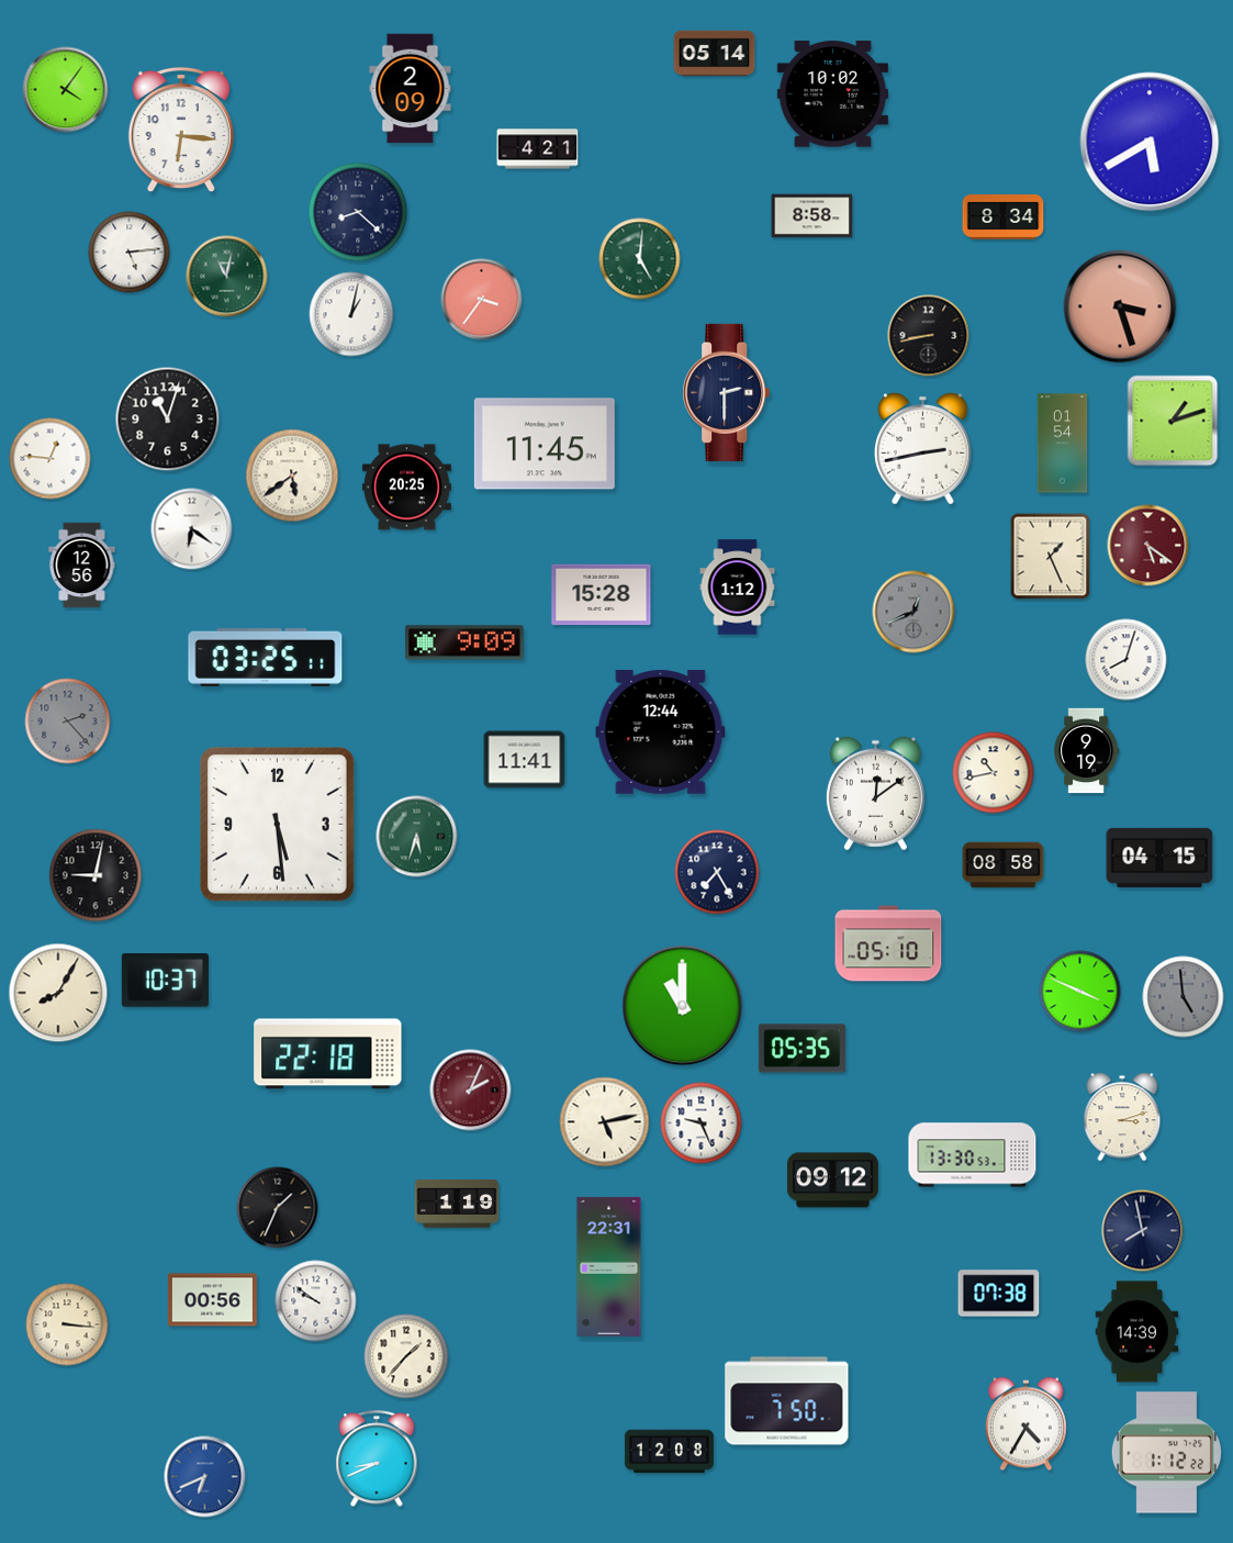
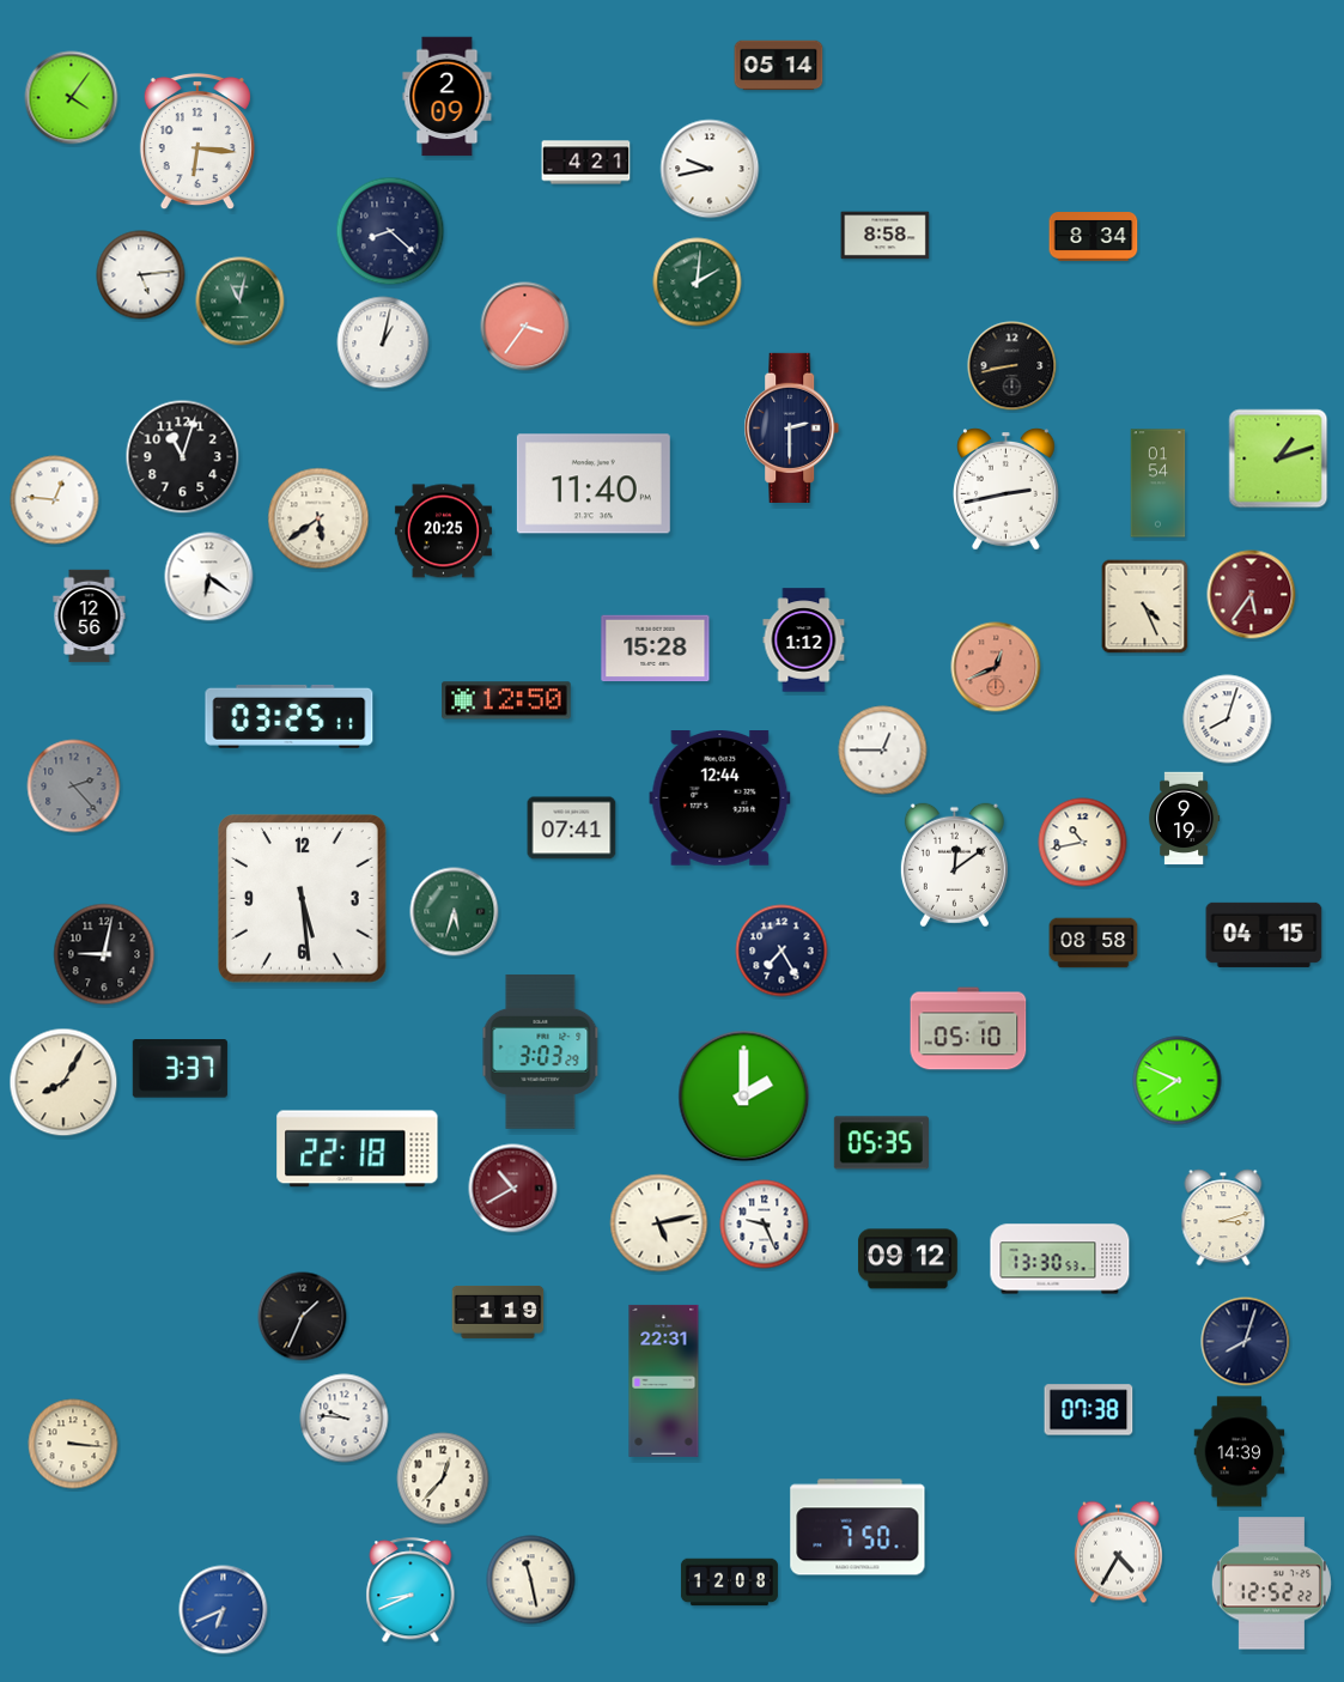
clock at (715, 54) position: (715, 54) -> (779, 66)
clock at (832, 94): 10:02 -> none
clock at (1150, 142): 5:40 -> none
clock at (710, 169): none -> 9:43
clock at (640, 259): 5:01 -> 2:01
clock at (227, 277) position: (227, 277) -> (241, 302)
clock at (1120, 306): 3:27 -> none
clock at (545, 444): 11:45 -> 11:40
clock at (1148, 546): 5:21 -> 5:36
clock at (1051, 557): 1:26 -> 4:26
clock at (913, 612) dial: grey -> salmon
clock at (464, 642): 9:09 -> 12:50
clock at (883, 751): none -> 12:45
clock at (525, 760): 11:41 -> 07:41
clock at (541, 1051): none -> 3:03
clock at (165, 981): 10:37 -> 3:37
clock at (1080, 992): 3:49 -> 7:49
clock at (1184, 997): 4:59 -> none
clock at (683, 1006): 11:00 -> 2:00
clock at (802, 1049) position: (802, 1049) -> (881, 1143)
clock at (471, 1091): 2:04 -> 10:40
clock at (833, 1181) position: (833, 1181) -> (908, 1259)
clock at (1143, 1231): 7:58 -> 8:03
clock at (212, 1300): 00:56 -> none
clock at (316, 1301): 9:51 -> 9:46
clock at (406, 1356): 1:37 -> 12:37
clock at (531, 1580): none -> 11:28
clock at (1166, 1453): 1:12 -> 12:52
